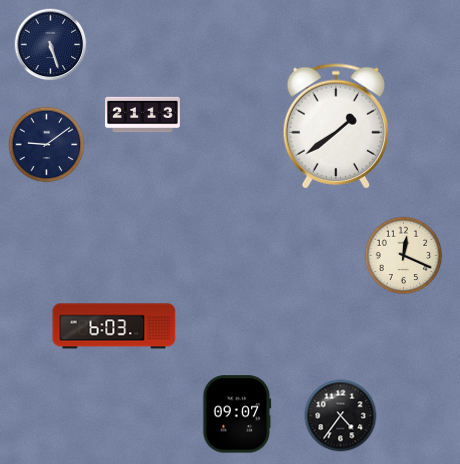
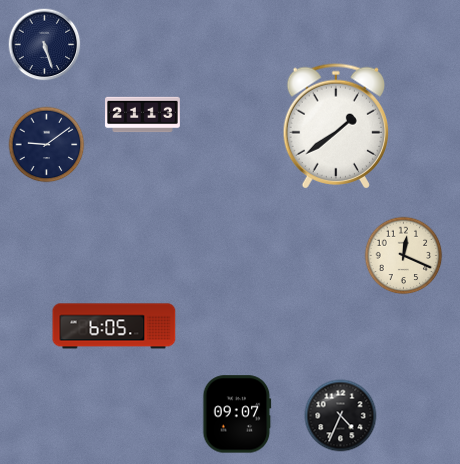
clock at (51, 45) position: (51, 45) -> (45, 45)
clock at (114, 326): 6:03 -> 6:05
clock at (341, 416): 4:36 -> 4:34
